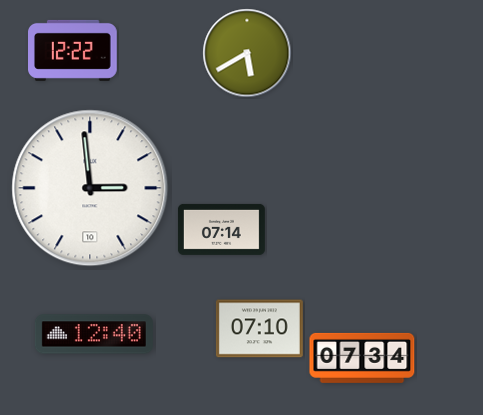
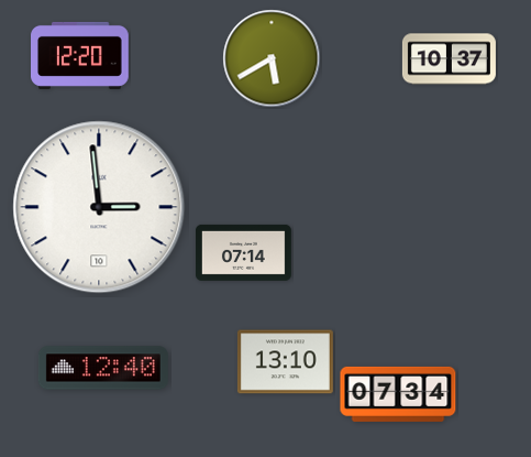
clock at (73, 50): 12:22 -> 12:20
clock at (449, 59): none -> 10:37
clock at (259, 329): 07:10 -> 13:10
